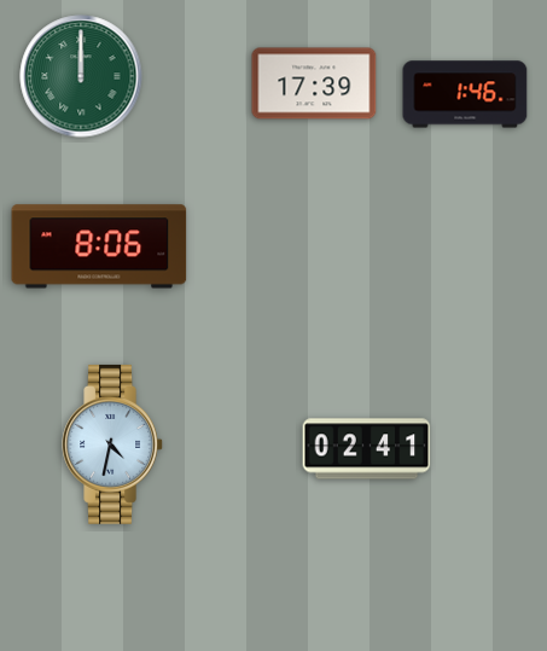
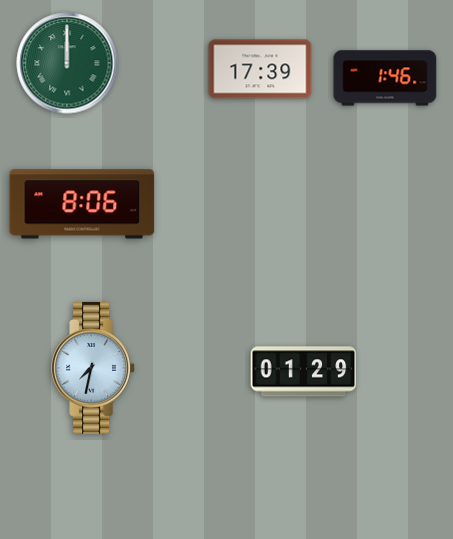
clock at (112, 444): 4:32 -> 7:32
clock at (367, 449): 02:41 -> 01:29
